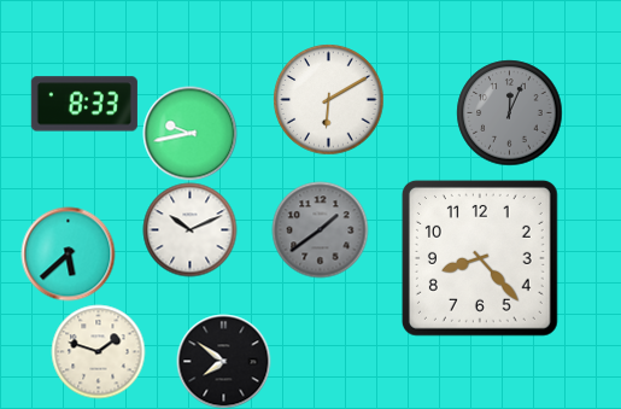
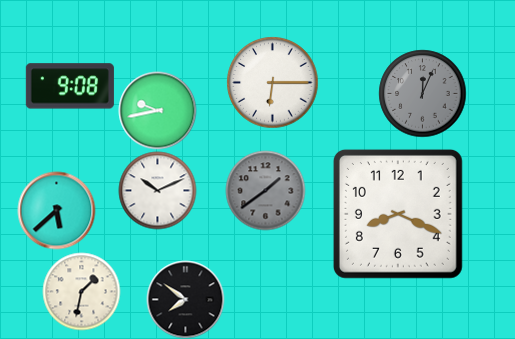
clock at (328, 99): 6:10 -> 6:15
clock at (84, 104): 8:33 -> 9:08
clock at (480, 258): 8:23 -> 8:19
clock at (98, 351): 1:48 -> 1:32
